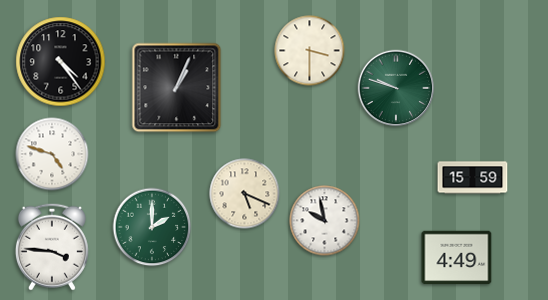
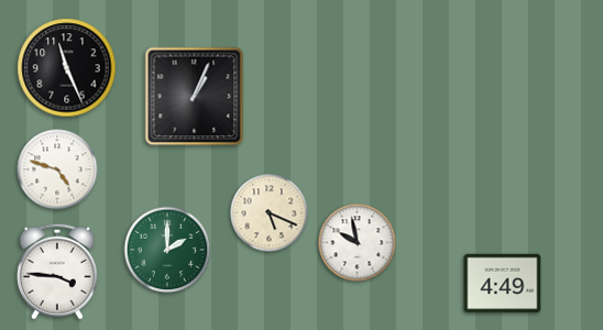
clock at (310, 51): 3:30 -> none
clock at (61, 62): 4:24 -> 11:26
clock at (396, 88): 9:48 -> none
clock at (473, 178): 15:59 -> none
